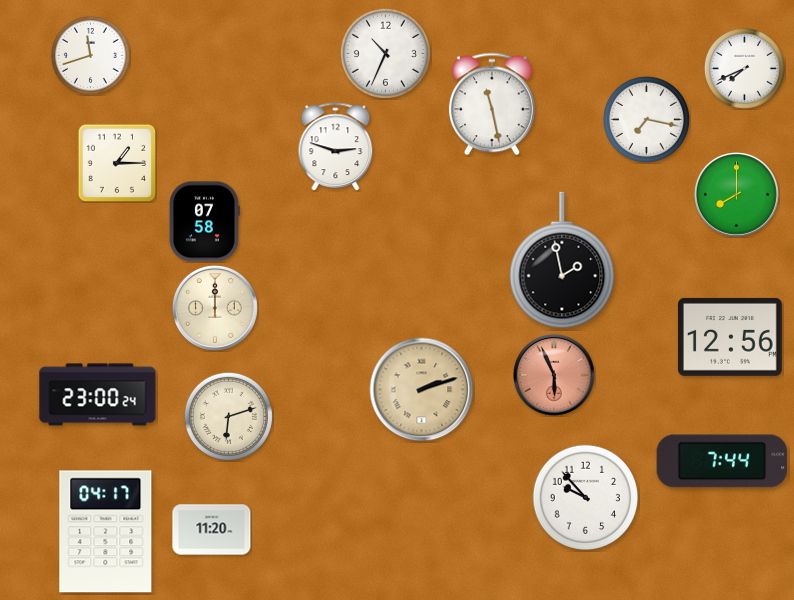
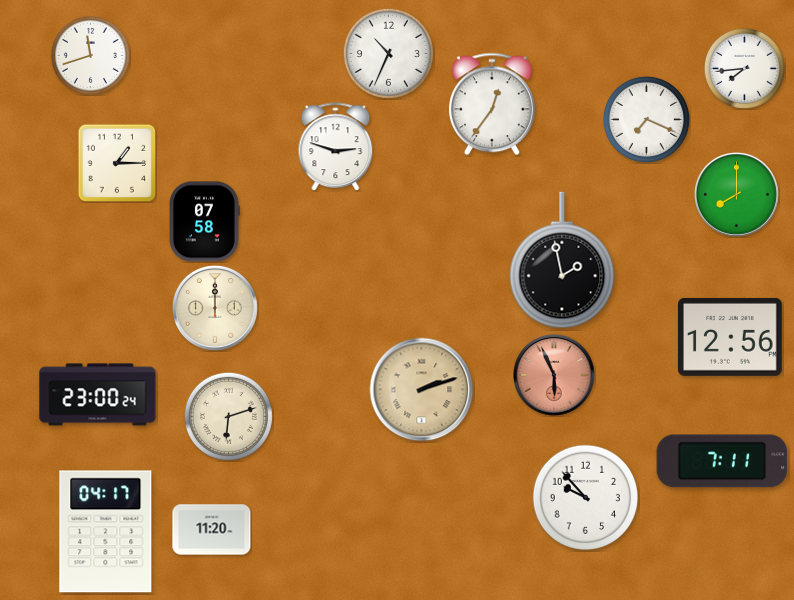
clock at (385, 53) position: (385, 53) -> (388, 53)
clock at (744, 68): 7:41 -> 7:44
clock at (492, 104): 11:28 -> 12:36
clock at (646, 119): 7:17 -> 7:19
clock at (722, 461): 7:44 -> 7:11
